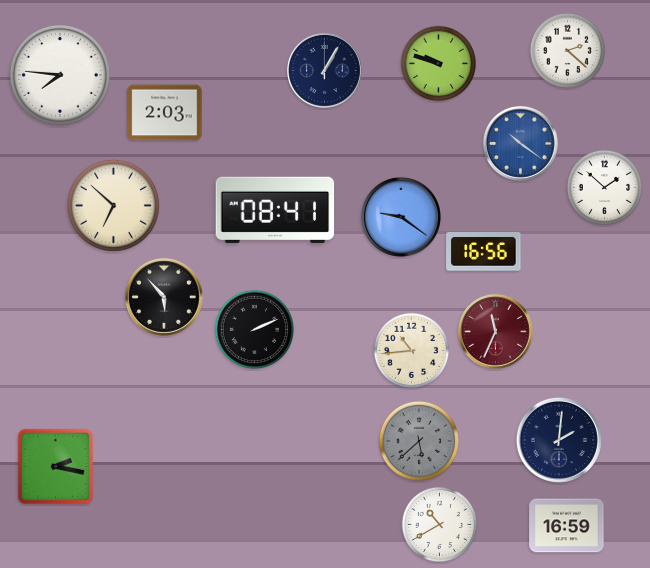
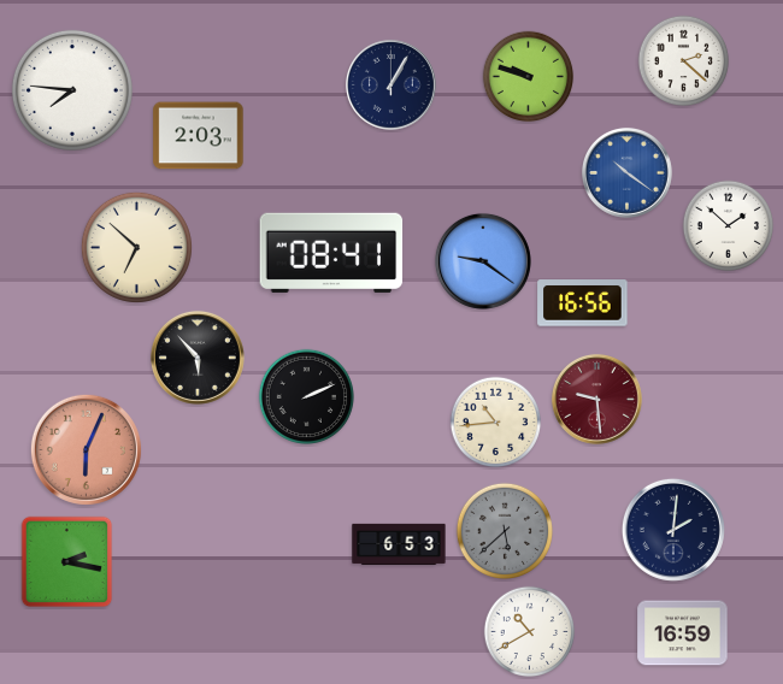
clock at (495, 331): 11:34 -> 9:29
clock at (86, 449): none -> 6:04
clock at (399, 543): none -> 6:53
